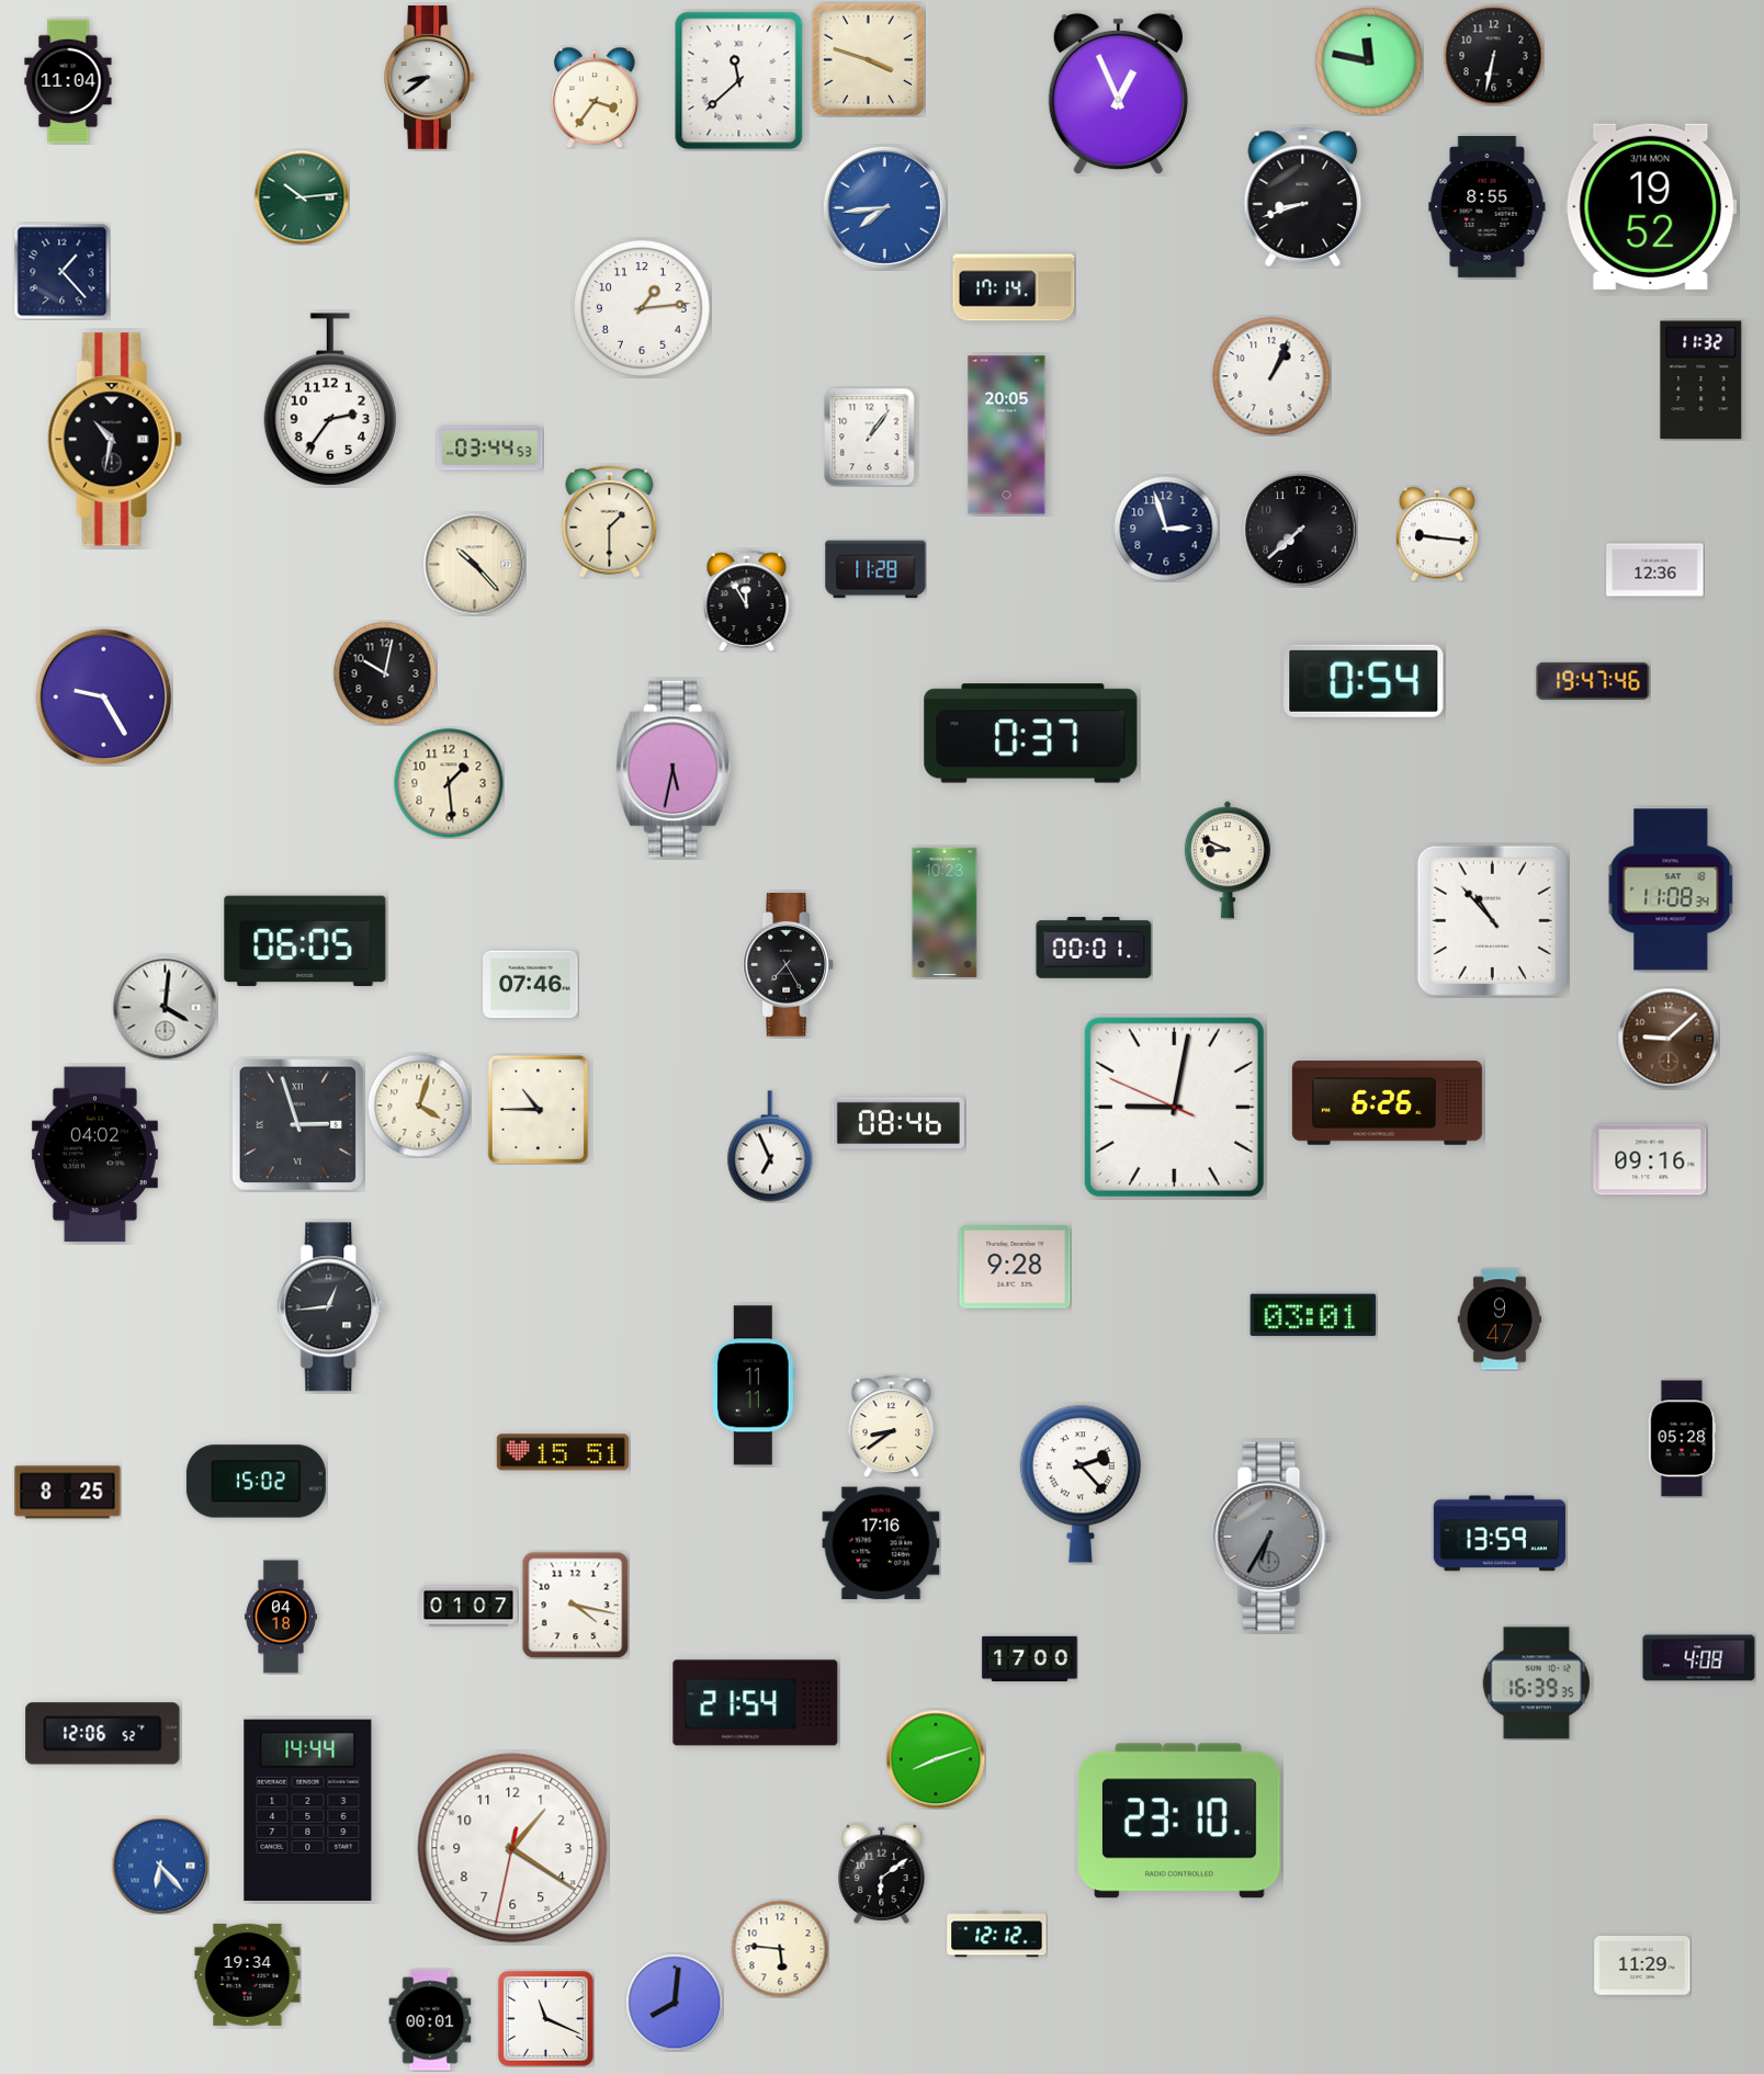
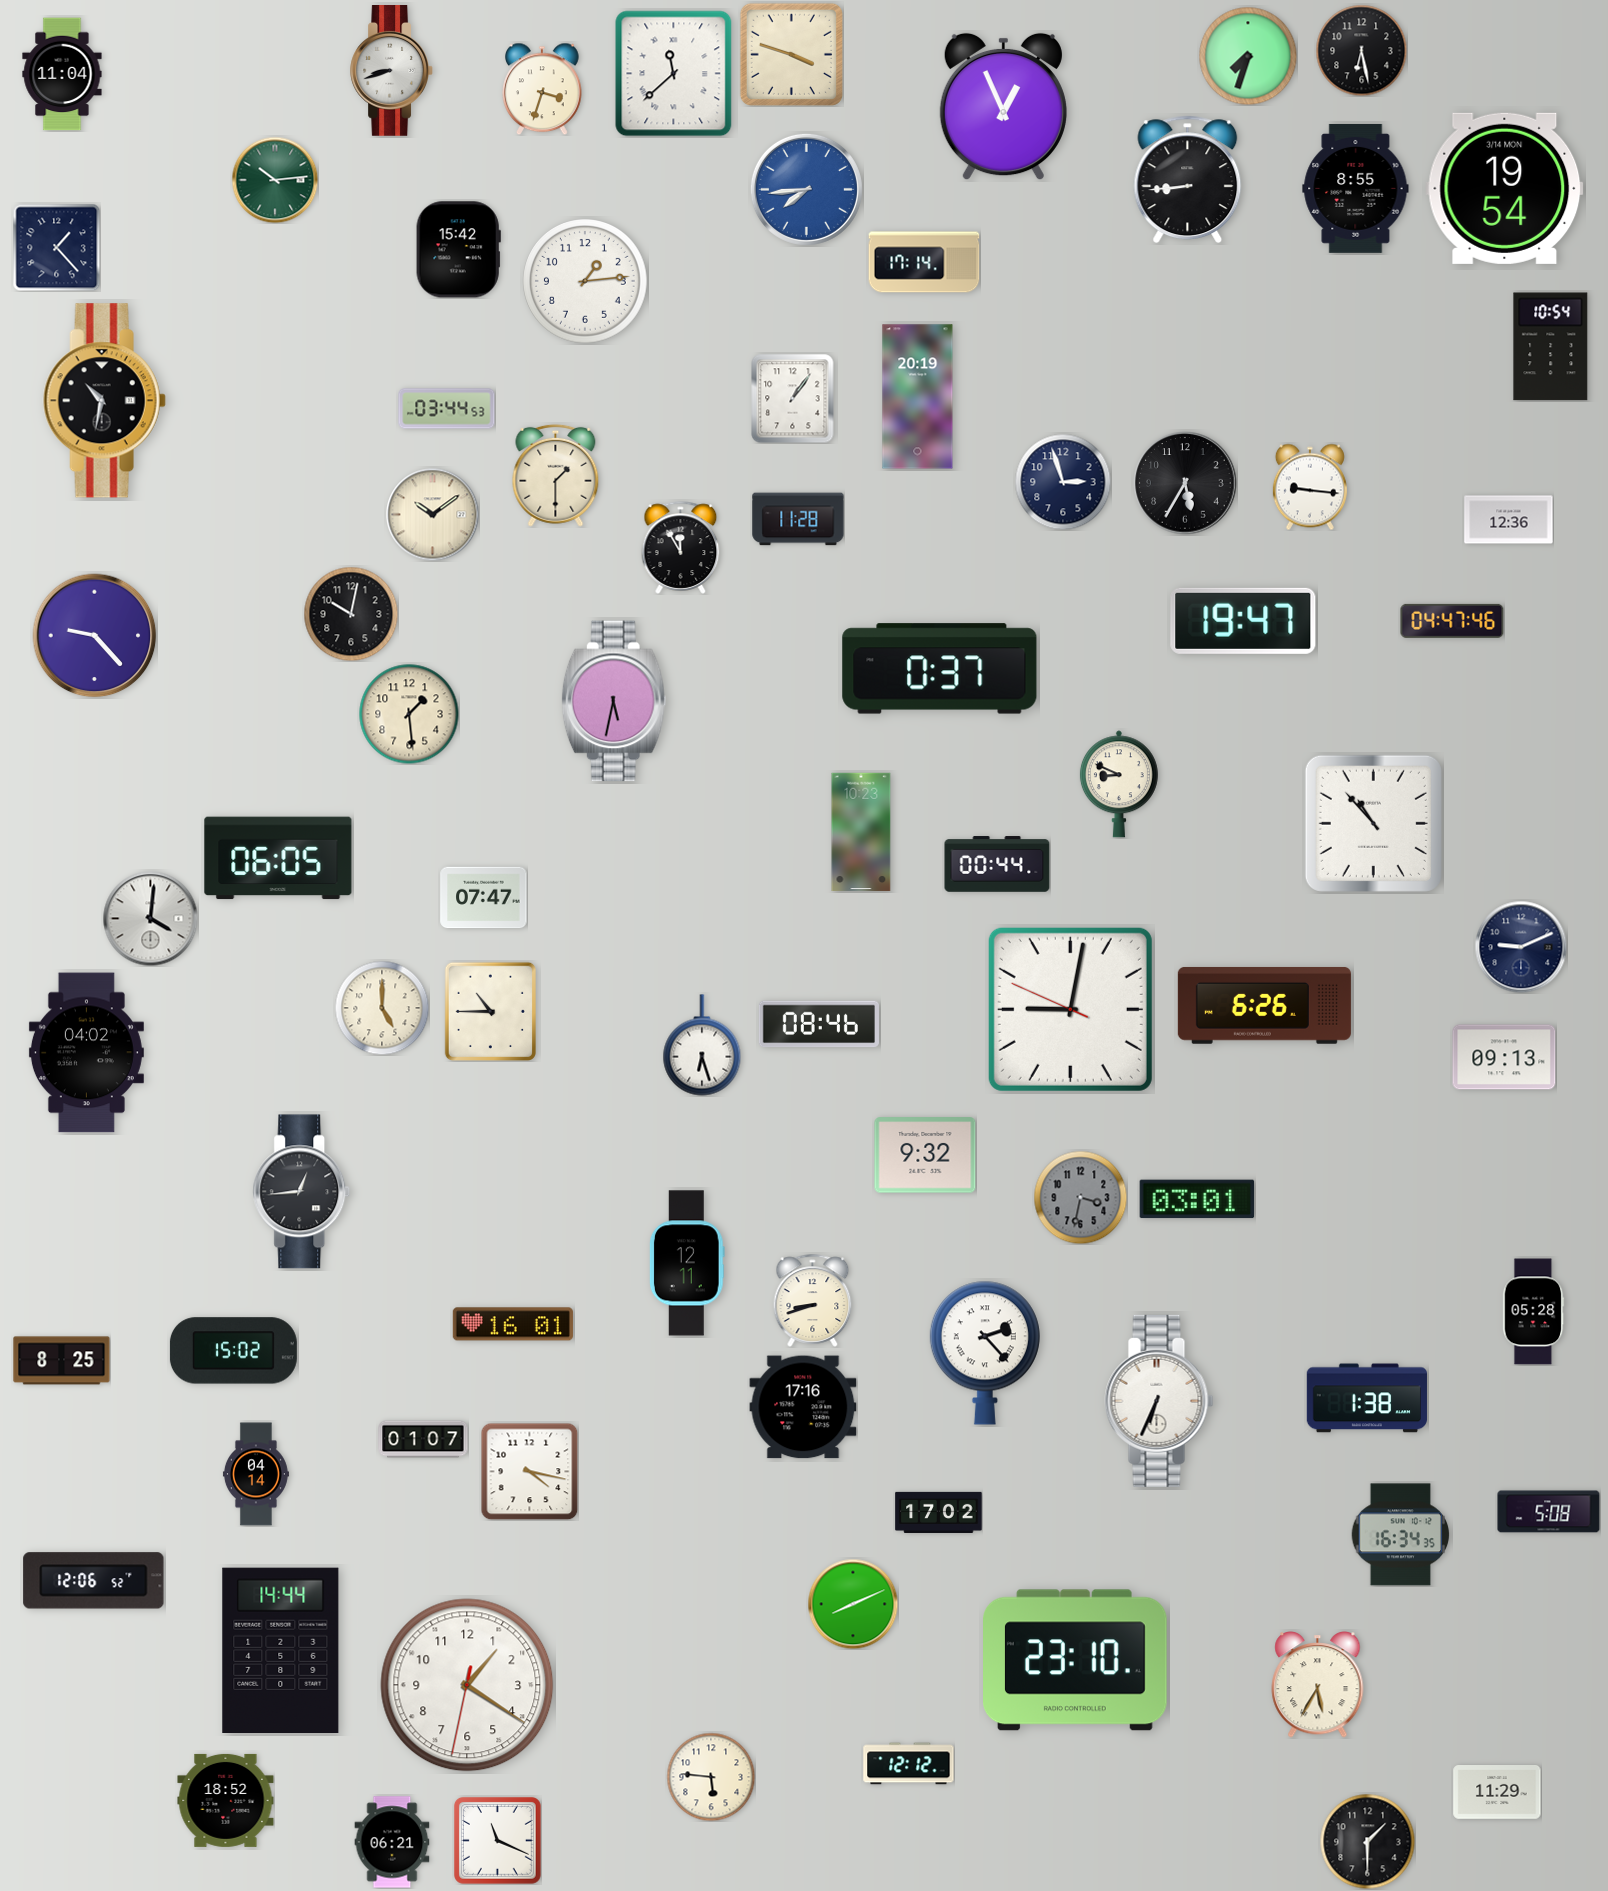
clock at (1493, 55): 6:32 -> 6:28
clock at (1369, 61): 11:47 -> 7:33
clock at (429, 78): 8:39 -> 8:42
clock at (1118, 94) position: (1118, 94) -> (1003, 107)
clock at (595, 98): 3:36 -> 3:33
clock at (1303, 197): 8:42 -> 8:44
clock at (1651, 206): 19:52 -> 19:54
clock at (458, 250): none -> 15:42
clock at (1271, 376): 1:04 -> none
clock at (1701, 381): 11:32 -> 10:54
clock at (329, 399): 2:36 -> none
clock at (1007, 435): 20:05 -> 20:19
clock at (1300, 530): 7:38 -> 5:35
clock at (474, 564): 10:23 -> 10:09
clock at (1364, 681): 0:54 -> 19:47
clock at (1593, 681): 19:47 -> 04:47
clock at (104, 698): 9:25 -> 9:23
clock at (1671, 889): 11:08 -> none
clock at (1492, 920) position: (1492, 920) -> (1373, 823)
clock at (1094, 948): 00:01 -> 00:44
clock at (788, 965): 7:25 -> none
clock at (531, 985): 07:46 -> 07:47
clock at (1669, 1039): 9:08 -> 9:11
clock at (1669, 1039) dial: brown -> navy
clock at (419, 1106): 4:03 -> 5:00
clock at (298, 1125): 2:57 -> none
clock at (770, 1146): 6:56 -> 6:27
clock at (1650, 1159): 09:16 -> 09:13
clock at (1015, 1267): 9:28 -> 9:32
clock at (1080, 1197): none -> 3:32
clock at (1499, 1319): 9:47 -> none
clock at (754, 1385): 11:11 -> 12:11
clock at (892, 1426): 8:39 -> 8:42
clock at (563, 1452): 15:51 -> 16:01
clock at (1500, 1533): 13:59 -> 1:38
clock at (1271, 1537): 6:35 -> 6:34
clock at (1271, 1537) dial: grey -> white
clock at (575, 1605) position: (575, 1605) -> (529, 1471)
clock at (468, 1606) position: (468, 1606) -> (423, 1439)
clock at (281, 1617): 04:18 -> 04:14
clock at (1030, 1658): 17:00 -> 17:02
clock at (1699, 1658): 4:08 -> 5:08
clock at (1537, 1684): 16:39 -> 16:34
clock at (756, 1703): 21:54 -> none
clock at (936, 1759): 8:12 -> 8:11
clock at (1318, 1685): none -> 5:35
clock at (160, 1866): 6:23 -> none
clock at (882, 1873): 6:09 -> none
clock at (248, 1974): 19:34 -> 18:52
clock at (675, 2003): 8:01 -> none
clock at (1367, 1841): none -> 1:30
clock at (430, 2020): 00:01 -> 06:21
